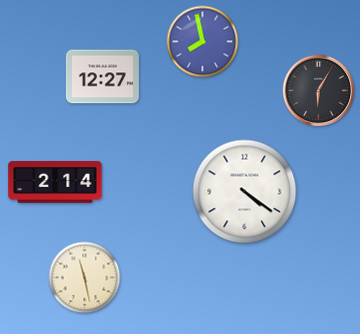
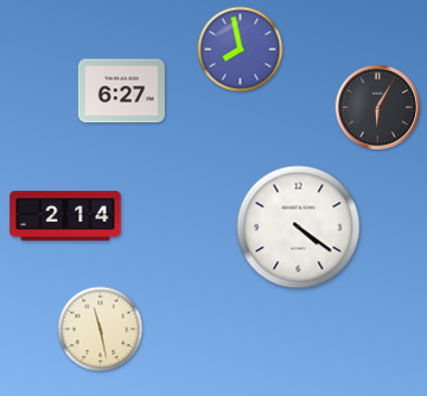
clock at (102, 77): 12:27 -> 6:27
clock at (245, 192) position: (245, 192) -> (299, 228)
